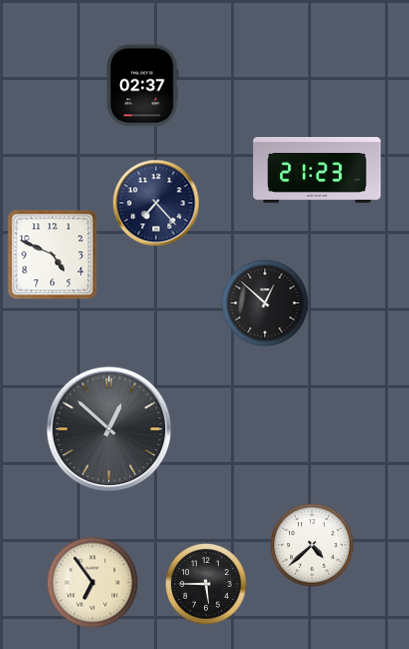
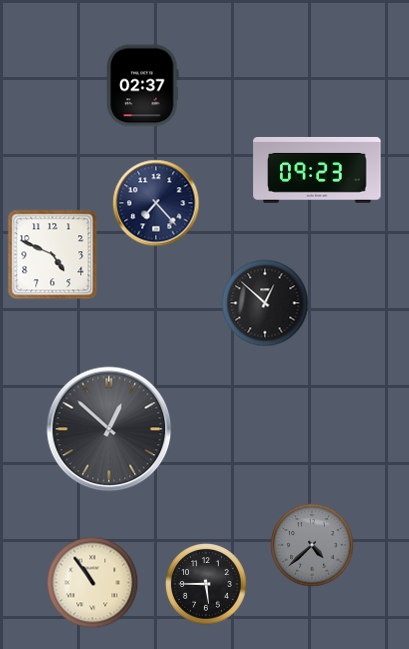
clock at (317, 170): 21:23 -> 09:23
clock at (312, 545) dial: white -> grey
clock at (93, 583): 6:54 -> 10:54
